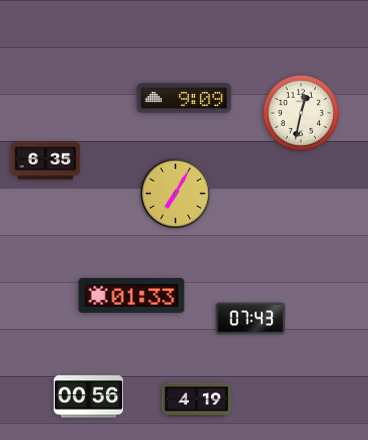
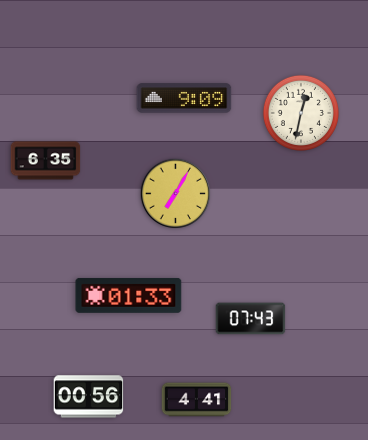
clock at (132, 295) position: (132, 295) -> (129, 295)
clock at (197, 400): 4:19 -> 4:41
